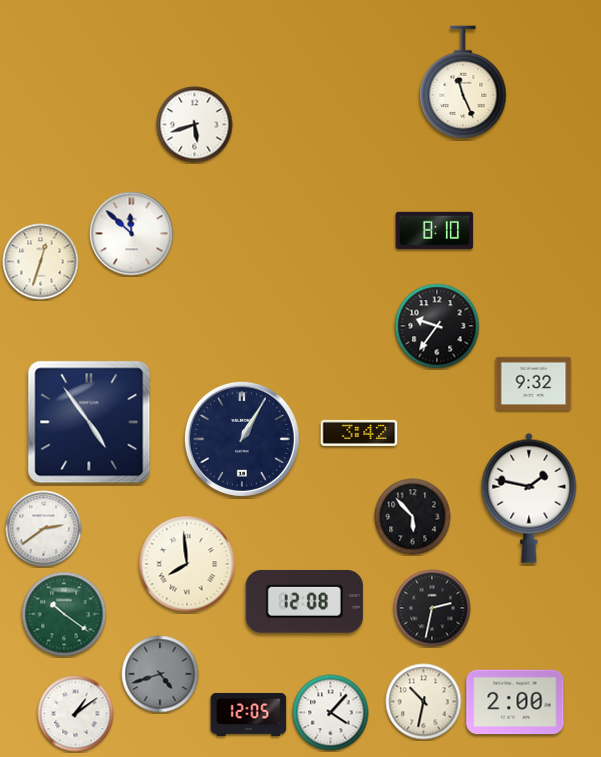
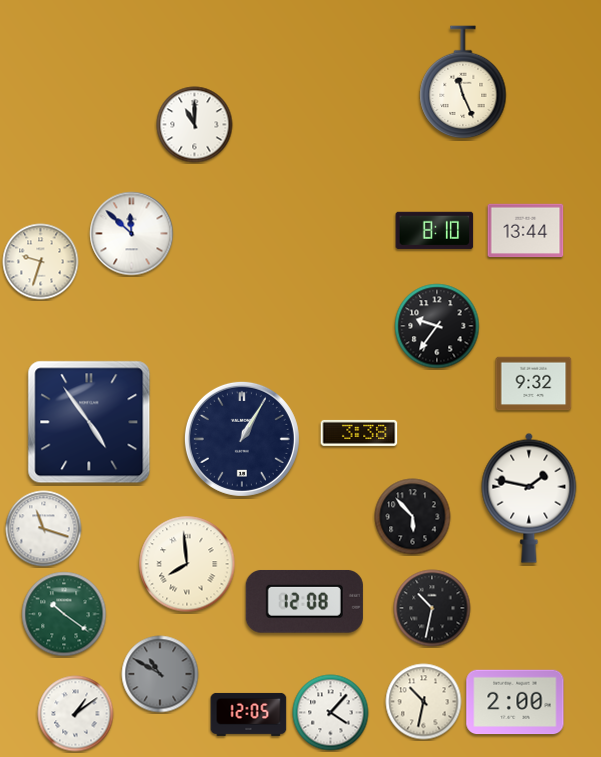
clock at (195, 125): 5:42 -> 11:00
clock at (526, 231): none -> 13:44
clock at (41, 262): 12:33 -> 9:33
clock at (359, 433): 3:42 -> 3:38
clock at (44, 529): 2:39 -> 11:18
clock at (432, 608): 2:32 -> 10:32
clock at (160, 674): 4:42 -> 10:50
